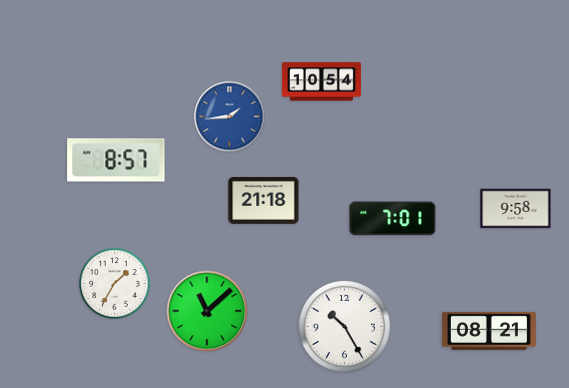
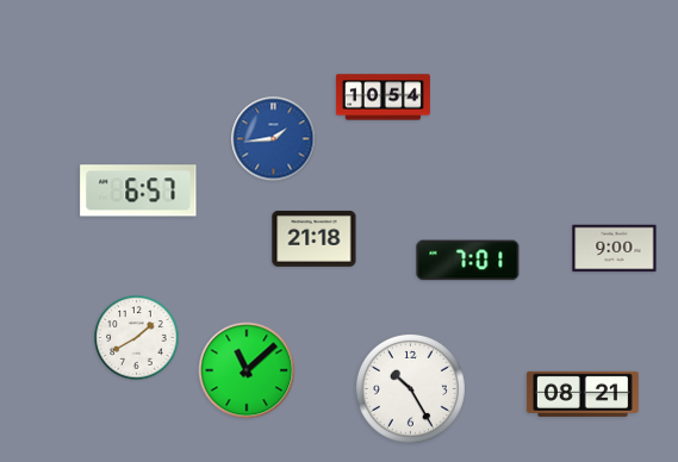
clock at (116, 160): 8:57 -> 6:57
clock at (516, 209): 9:58 -> 9:00
clock at (115, 284): 1:35 -> 1:40
